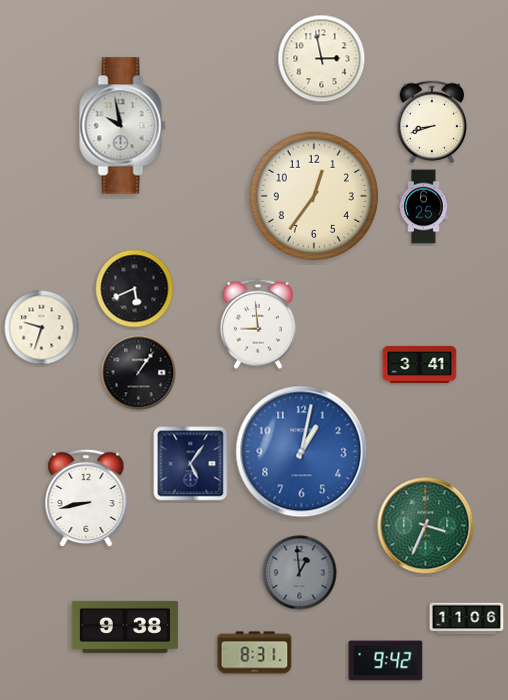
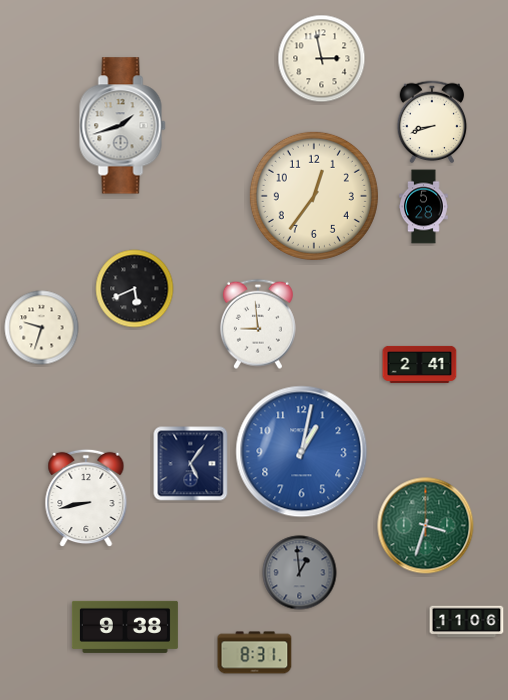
clock at (123, 126): 9:58 -> 1:42
clock at (424, 207): 6:25 -> 5:28
clock at (420, 364): 3:41 -> 2:41
clock at (139, 373): 1:06 -> none
clock at (426, 526): 3:34 -> 3:33
clock at (467, 619) position: (467, 619) -> (467, 622)
clock at (386, 661): 9:42 -> none
